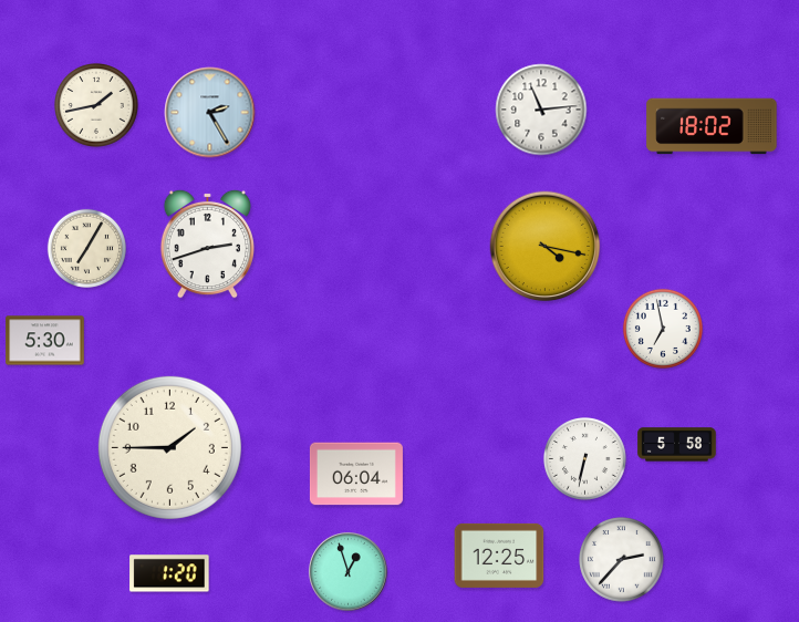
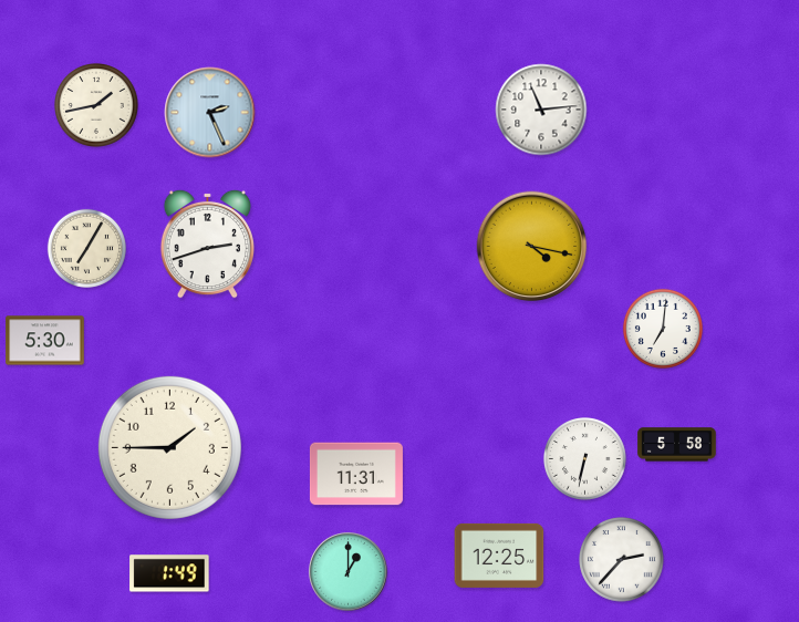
clock at (210, 113): 2:25 -> 2:26
clock at (712, 126): 18:02 -> none
clock at (546, 247) position: (546, 247) -> (532, 247)
clock at (663, 329): 6:58 -> 7:01
clock at (356, 474): 06:04 -> 11:31
clock at (349, 572): 12:57 -> 1:00
clock at (169, 573): 1:20 -> 1:49
